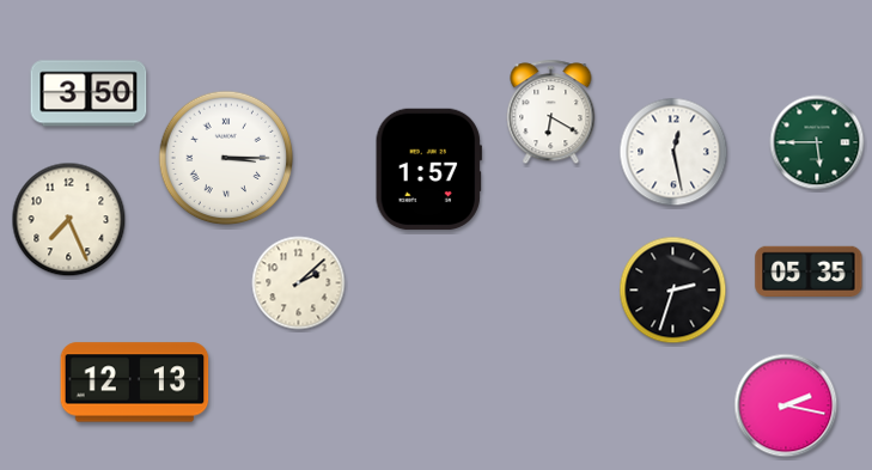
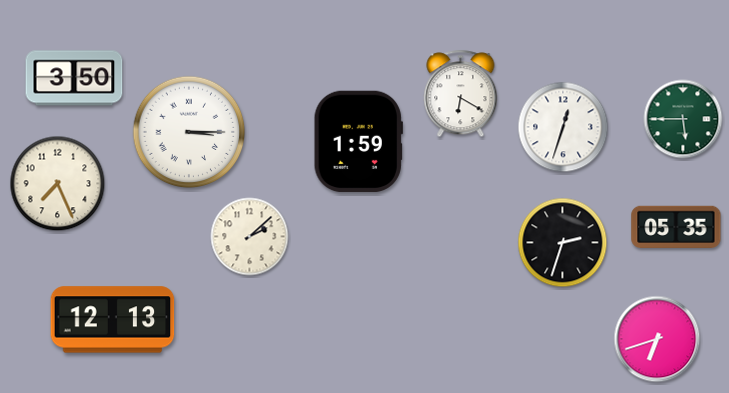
clock at (673, 152): 12:28 -> 12:33
clock at (428, 170): 1:57 -> 1:59
clock at (786, 405): 2:17 -> 6:42
